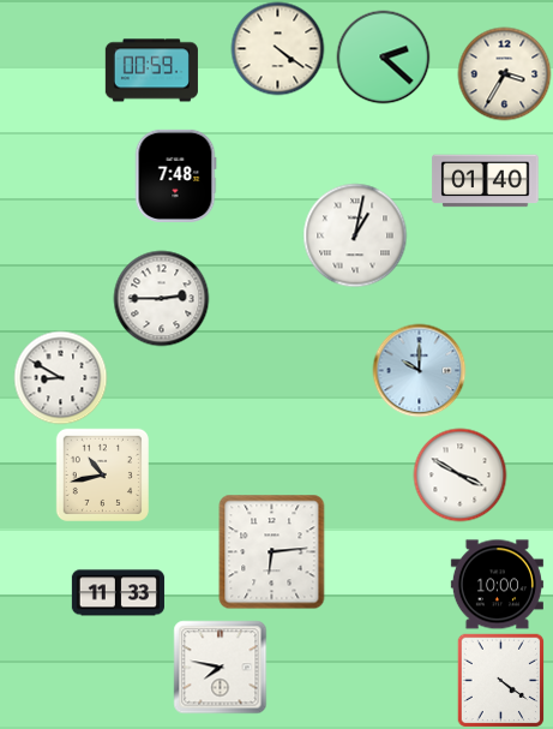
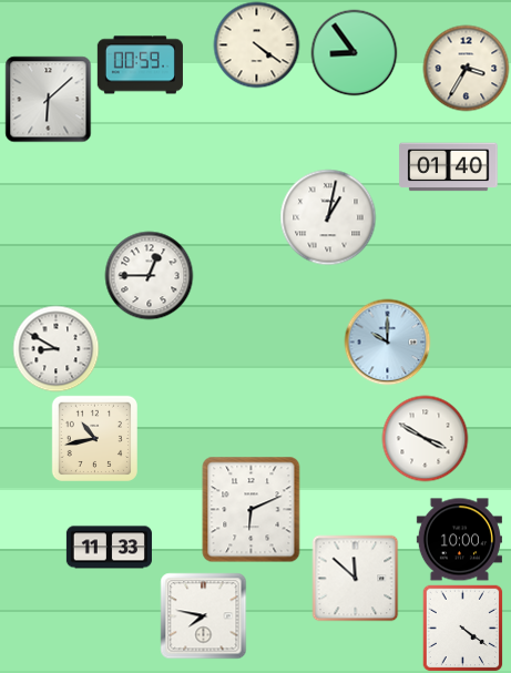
clock at (383, 56): 2:22 -> 8:54
clock at (48, 99): none -> 6:08
clock at (175, 175): 7:48 -> none
clock at (161, 298): 2:45 -> 12:45
clock at (272, 551): 6:14 -> 6:11
clock at (355, 578): none -> 11:52
